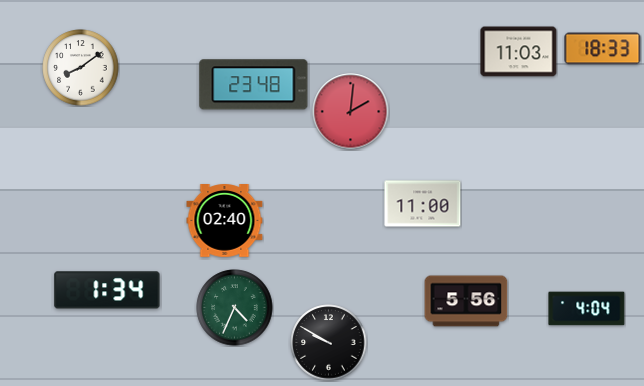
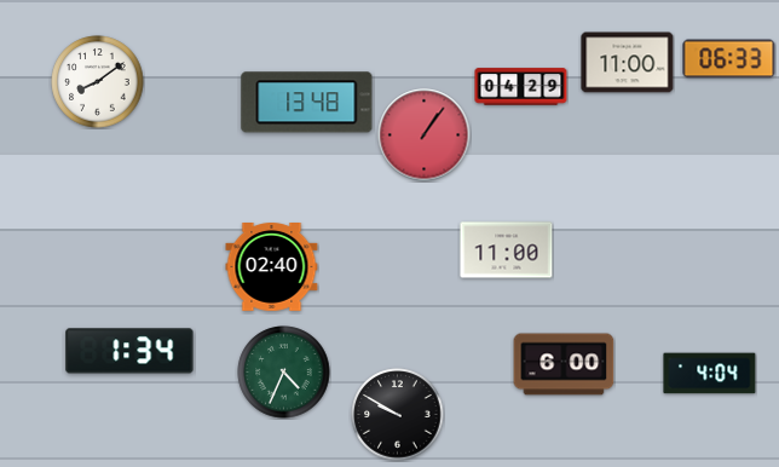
clock at (603, 49): 18:33 -> 06:33
clock at (519, 52): 11:03 -> 11:00
clock at (521, 87): none -> 04:29
clock at (254, 85): 23:48 -> 13:48
clock at (351, 112): 2:01 -> 1:06
clock at (423, 204) position: (423, 204) -> (507, 250)
clock at (466, 301): 5:56 -> 6:00
